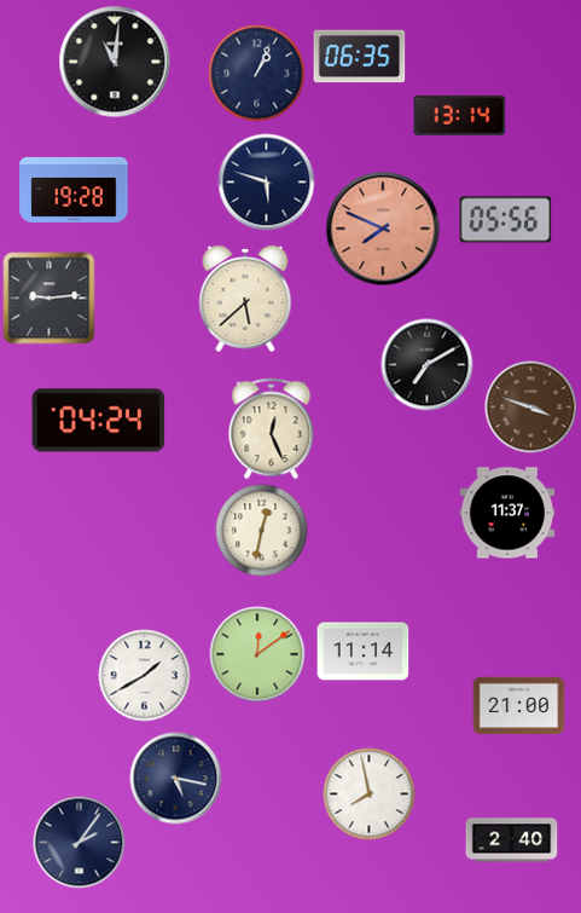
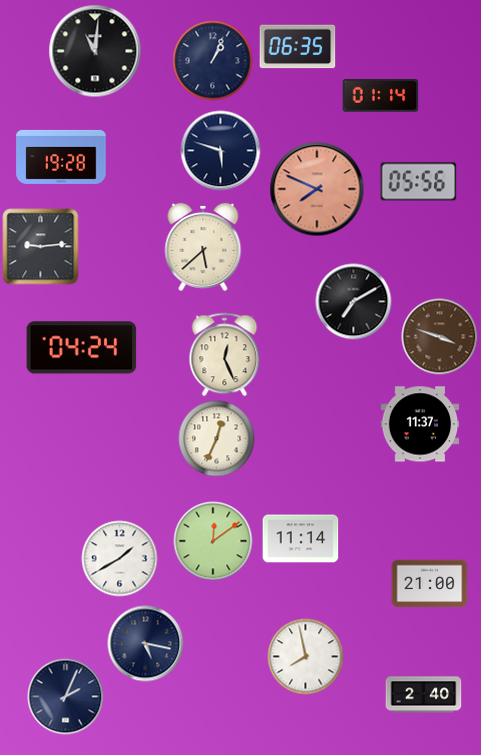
clock at (460, 116): 13:14 -> 01:14
clock at (262, 531): 12:32 -> 12:34
clock at (80, 843): 2:06 -> 2:04
